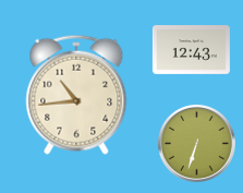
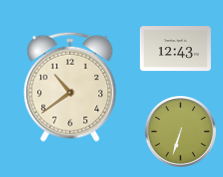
clock at (191, 50) position: (191, 50) -> (175, 49)
clock at (76, 95): 10:44 -> 10:39
